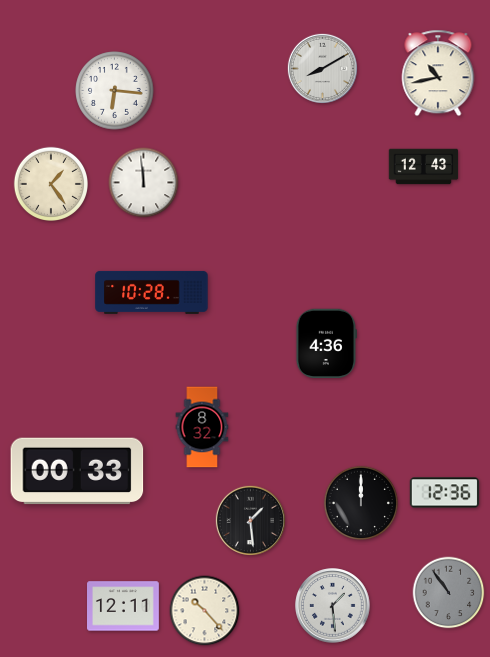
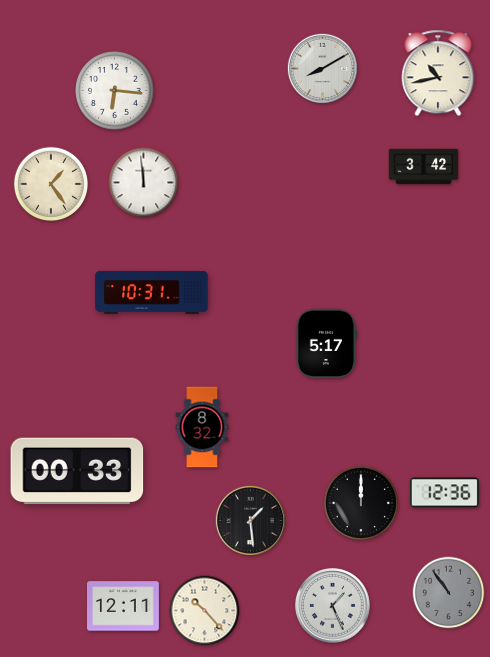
clock at (424, 167): 12:43 -> 3:42
clock at (152, 292): 10:28 -> 10:31
clock at (326, 344): 4:36 -> 5:17
clock at (333, 606): 1:29 -> 1:26
